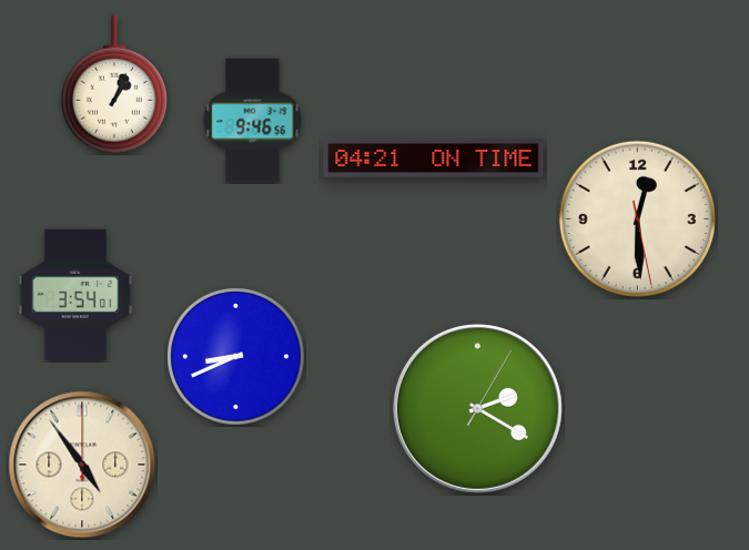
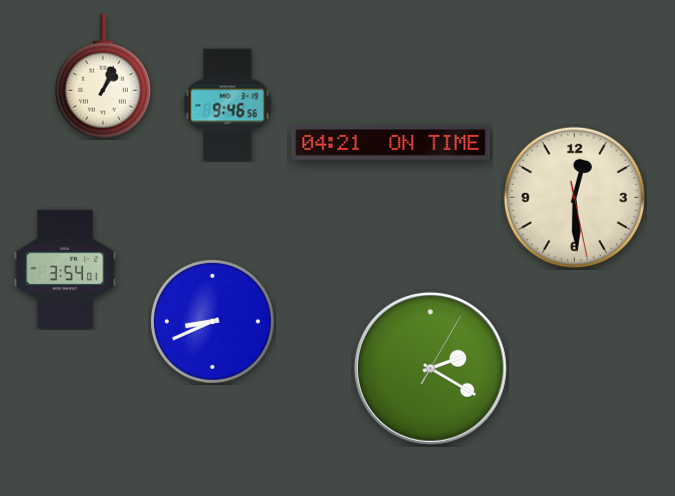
clock at (253, 121) position: (253, 121) -> (228, 105)
clock at (75, 295) position: (75, 295) -> (65, 269)
clock at (82, 465): 4:54 -> none
